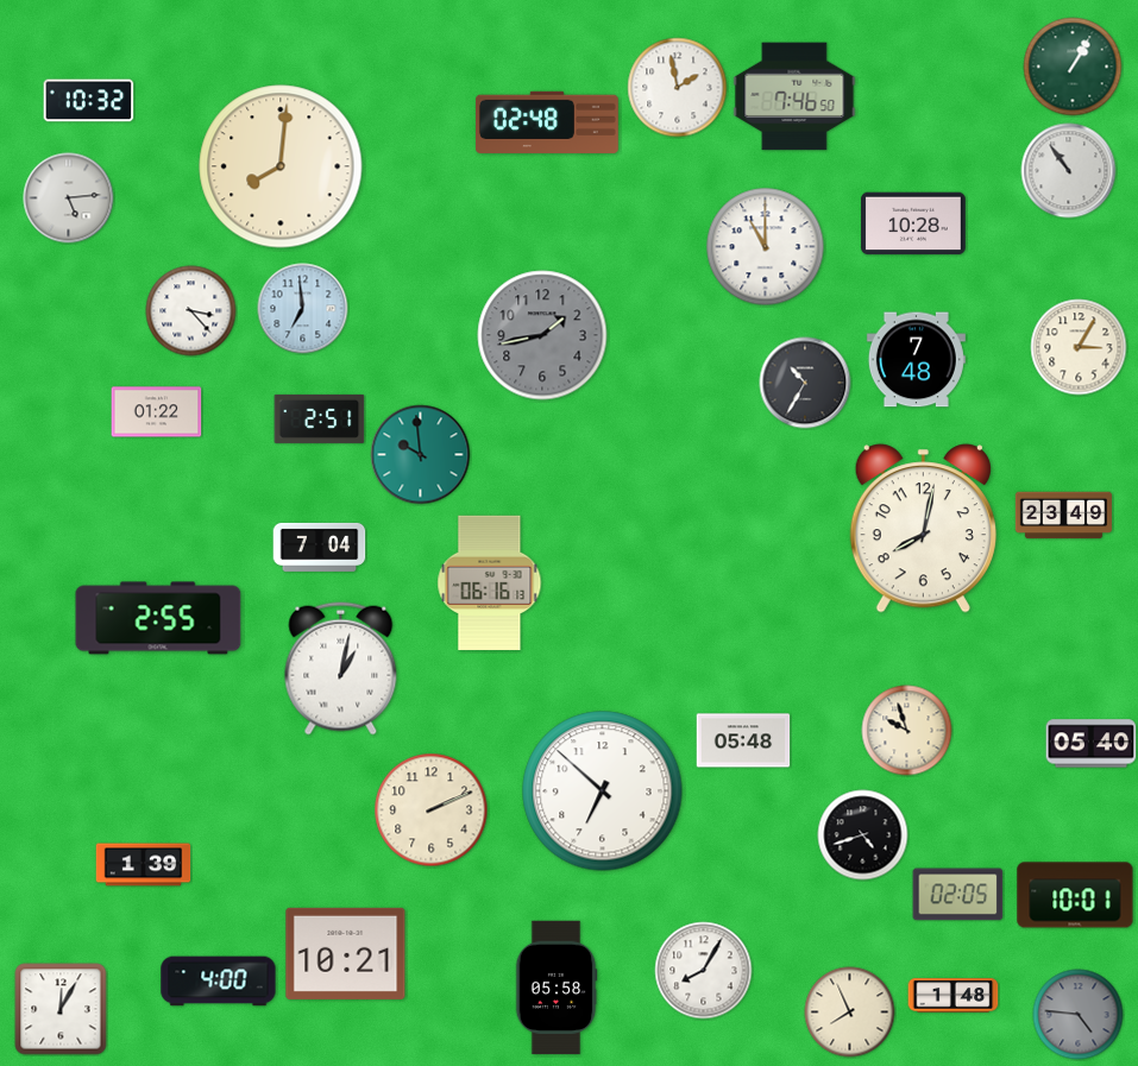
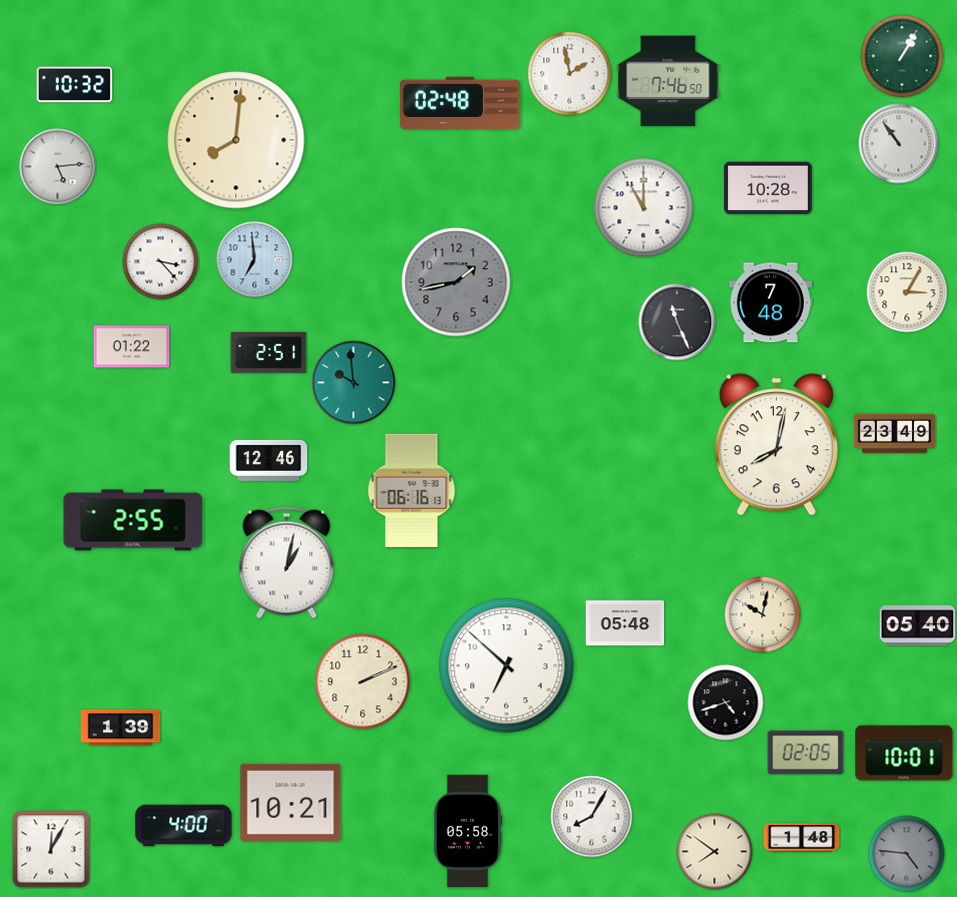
clock at (805, 383): 10:35 -> 11:26
clock at (320, 547): 7:04 -> 12:46
clock at (907, 731): 9:57 -> 10:02
clock at (850, 1013): 7:56 -> 7:51
